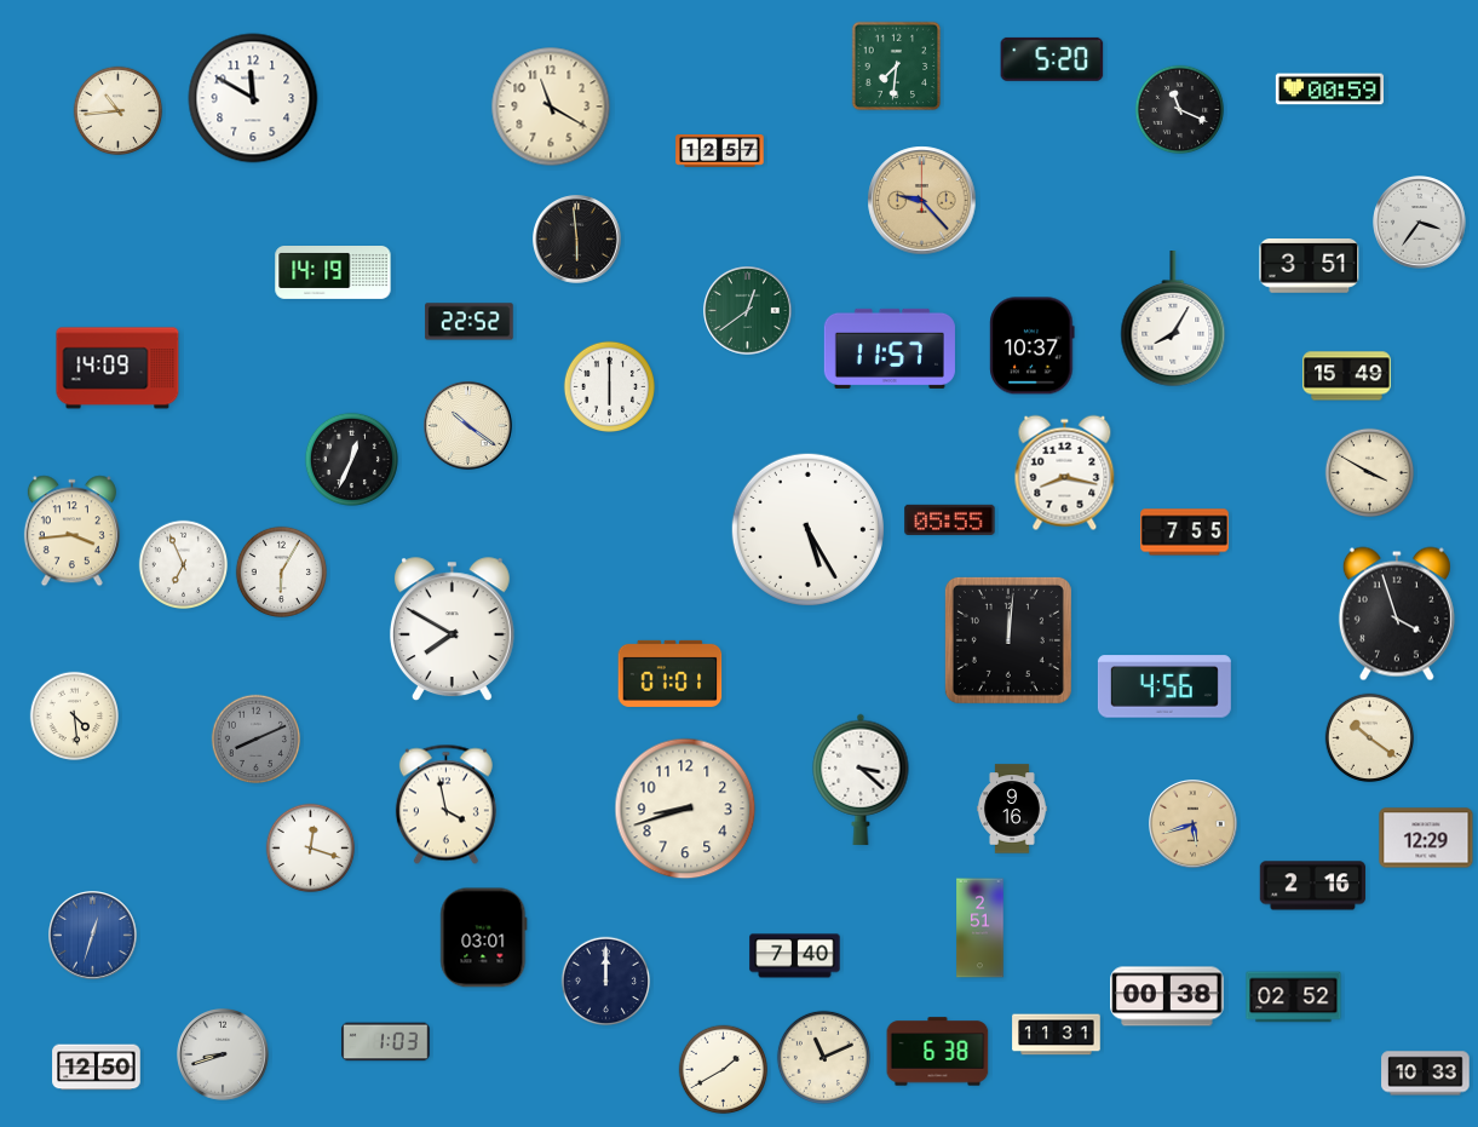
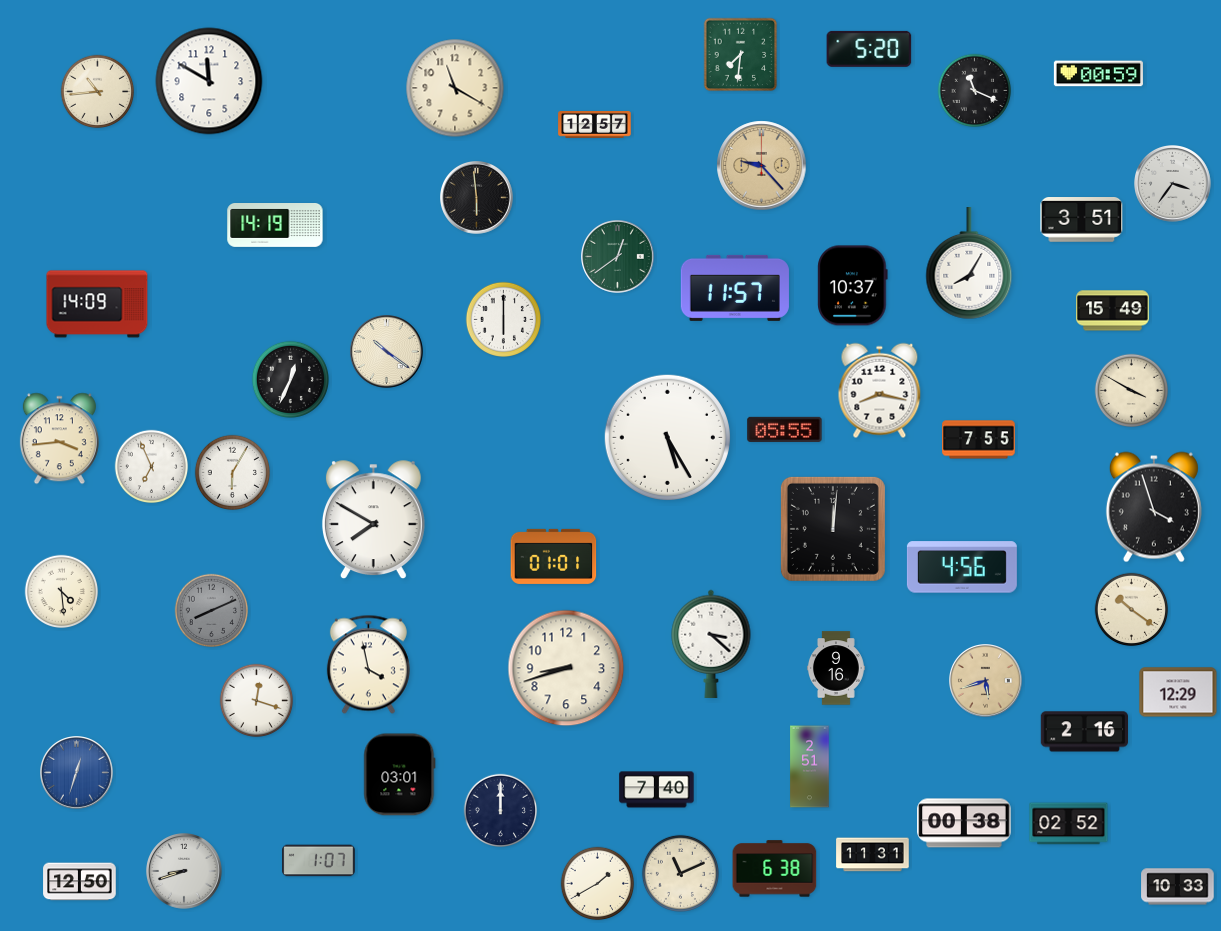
clock at (470, 322): 22:52 -> none
clock at (386, 1042): 1:03 -> 1:07
